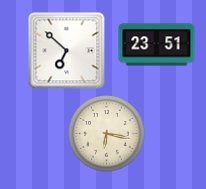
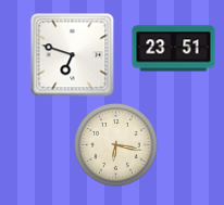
clock at (157, 45) position: (157, 45) -> (174, 49)
clock at (67, 51): 6:52 -> 6:48
